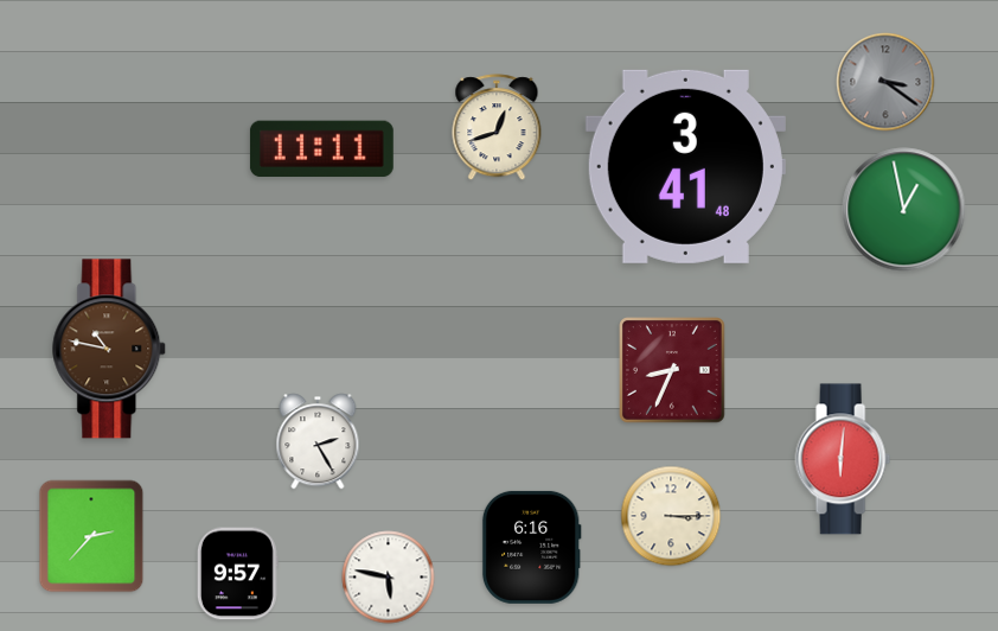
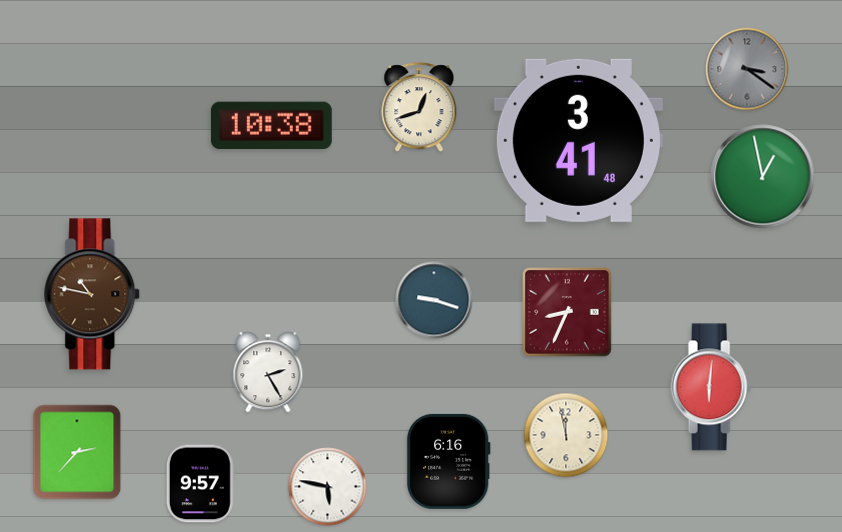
clock at (321, 148): 11:11 -> 10:38
clock at (434, 300): none -> 9:18
clock at (671, 516): 3:15 -> 11:58
